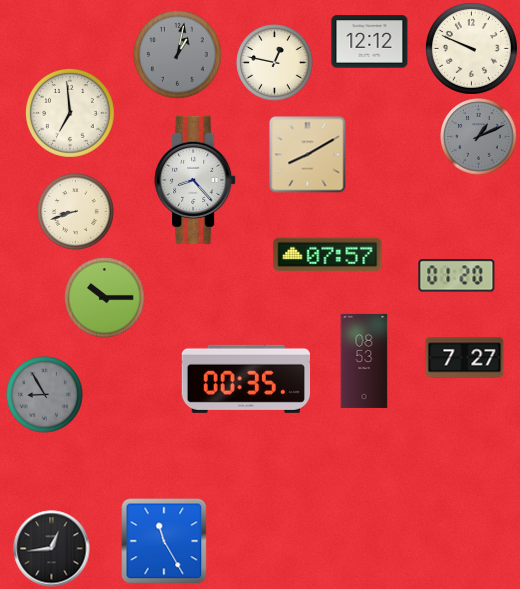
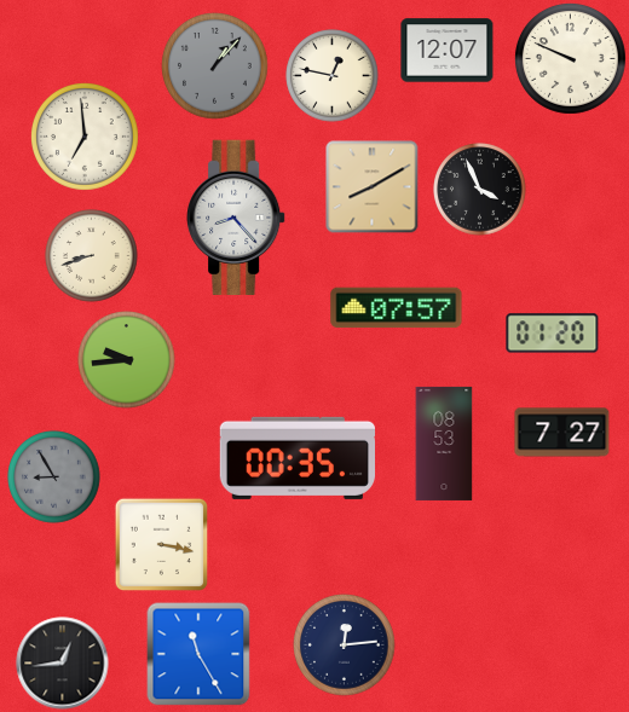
clock at (370, 42): 12:12 -> 12:07
clock at (178, 55): 1:02 -> 1:07
clock at (479, 137): 1:11 -> none
clock at (480, 190): none -> 3:56
clock at (105, 298): 10:15 -> 9:44
clock at (364, 361) position: (364, 361) -> (444, 444)
clock at (161, 544): none -> 3:17
clock at (345, 646): none -> 12:14
